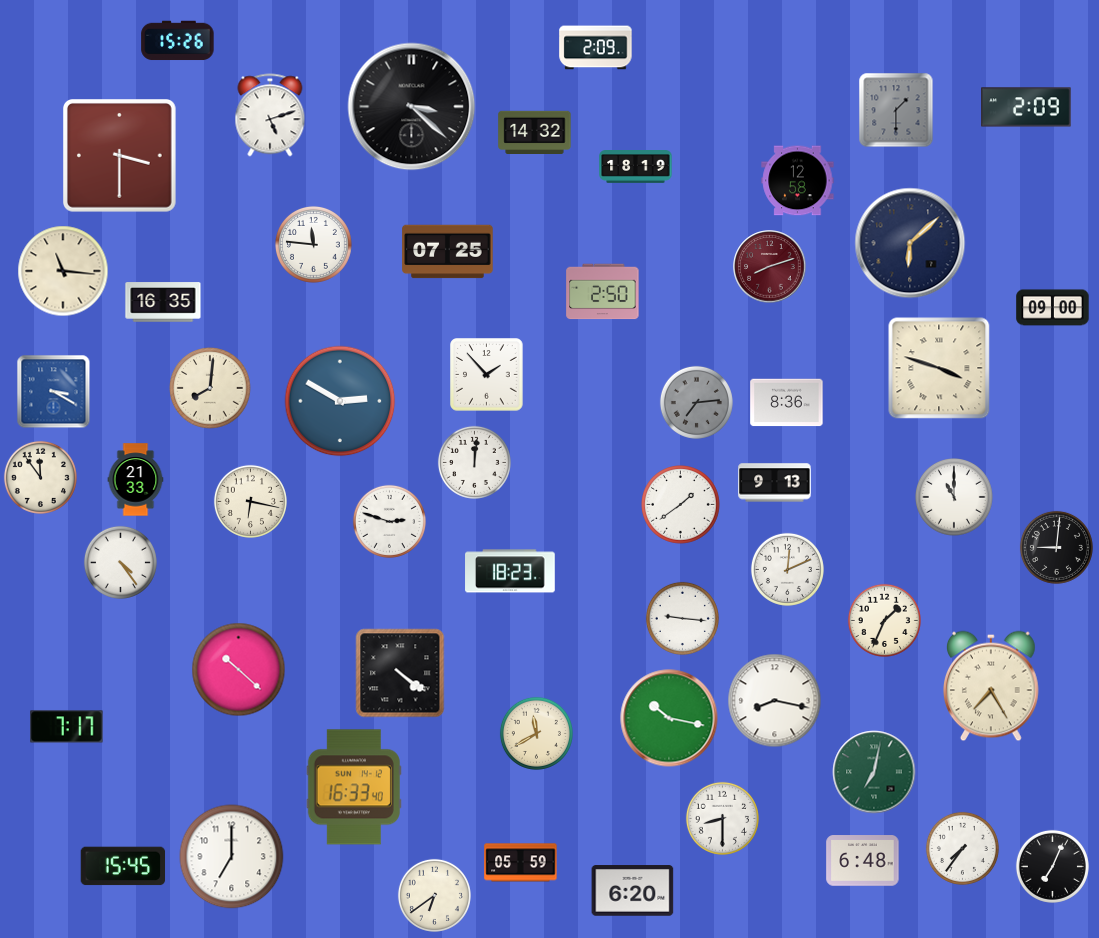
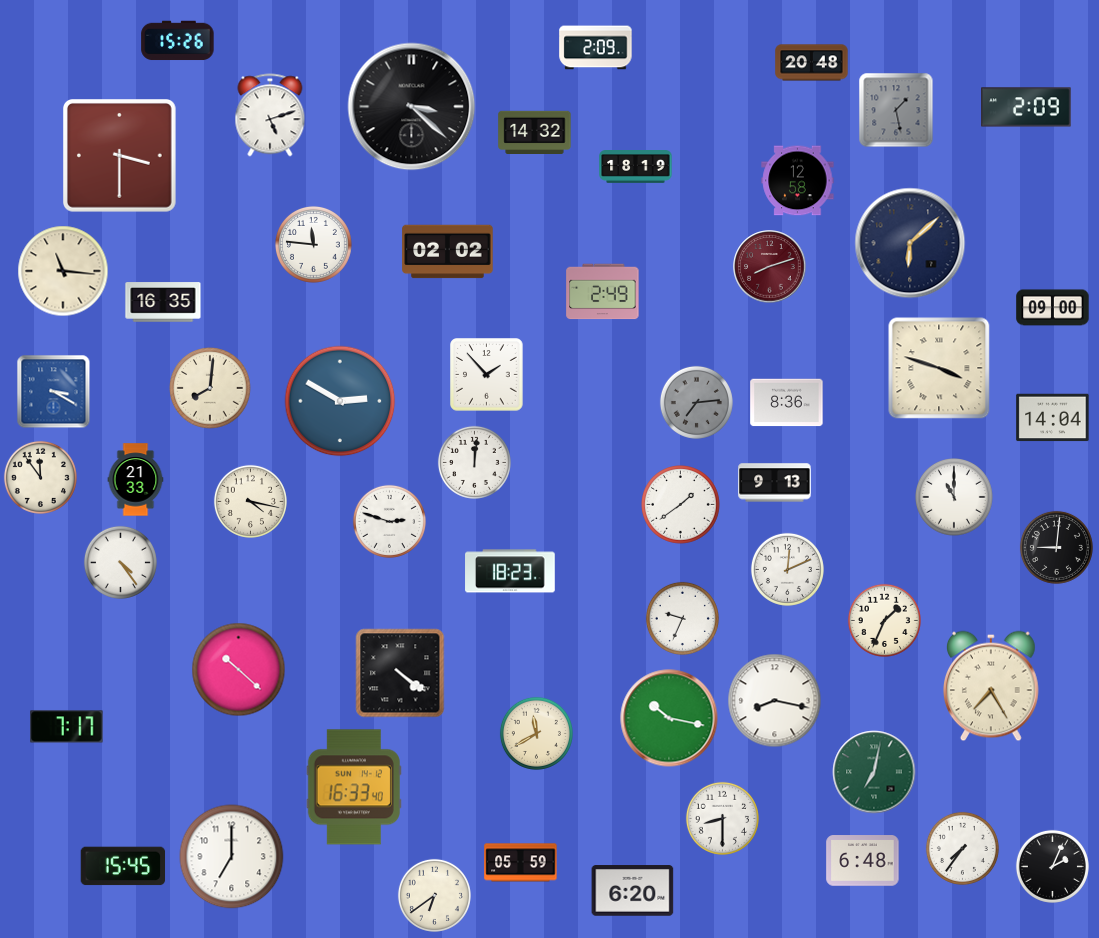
clock at (812, 63): none -> 20:48
clock at (896, 110): 1:30 -> 1:28
clock at (448, 252): 07:25 -> 02:02
clock at (603, 292): 2:50 -> 2:49
clock at (1053, 418): none -> 14:04
clock at (250, 501): 6:17 -> 4:17
clock at (682, 618): 9:16 -> 9:34
clock at (1052, 866): 7:04 -> 2:04
